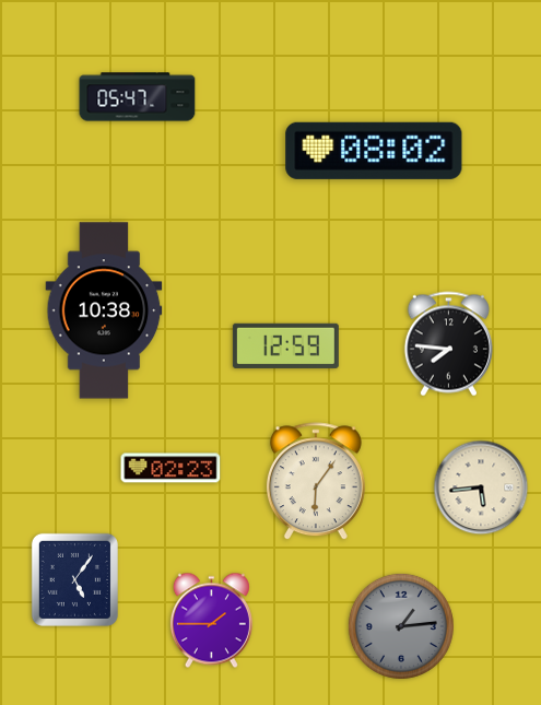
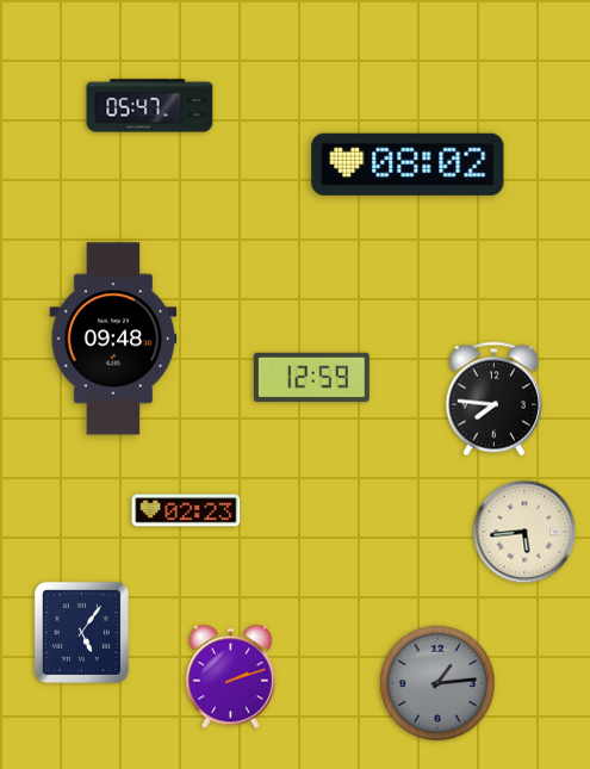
clock at (104, 310): 10:38 -> 09:48
clock at (448, 344) position: (448, 344) -> (493, 399)
clock at (316, 482): 6:06 -> none
clock at (211, 621): 1:45 -> 2:12
